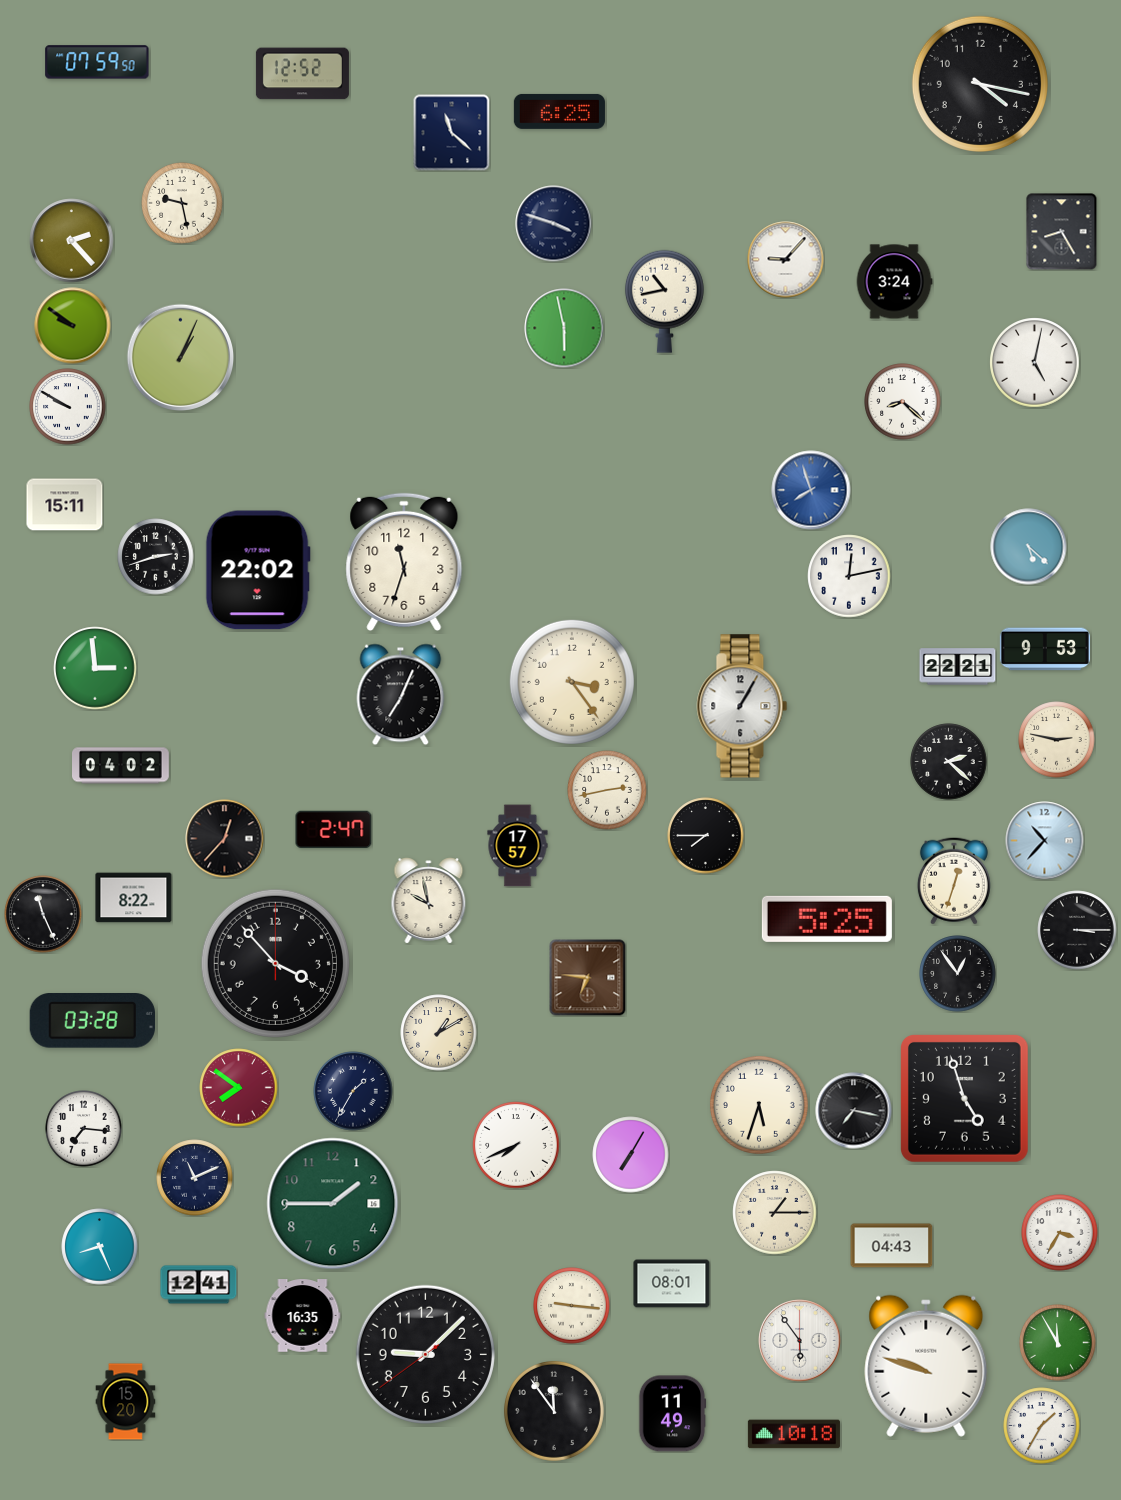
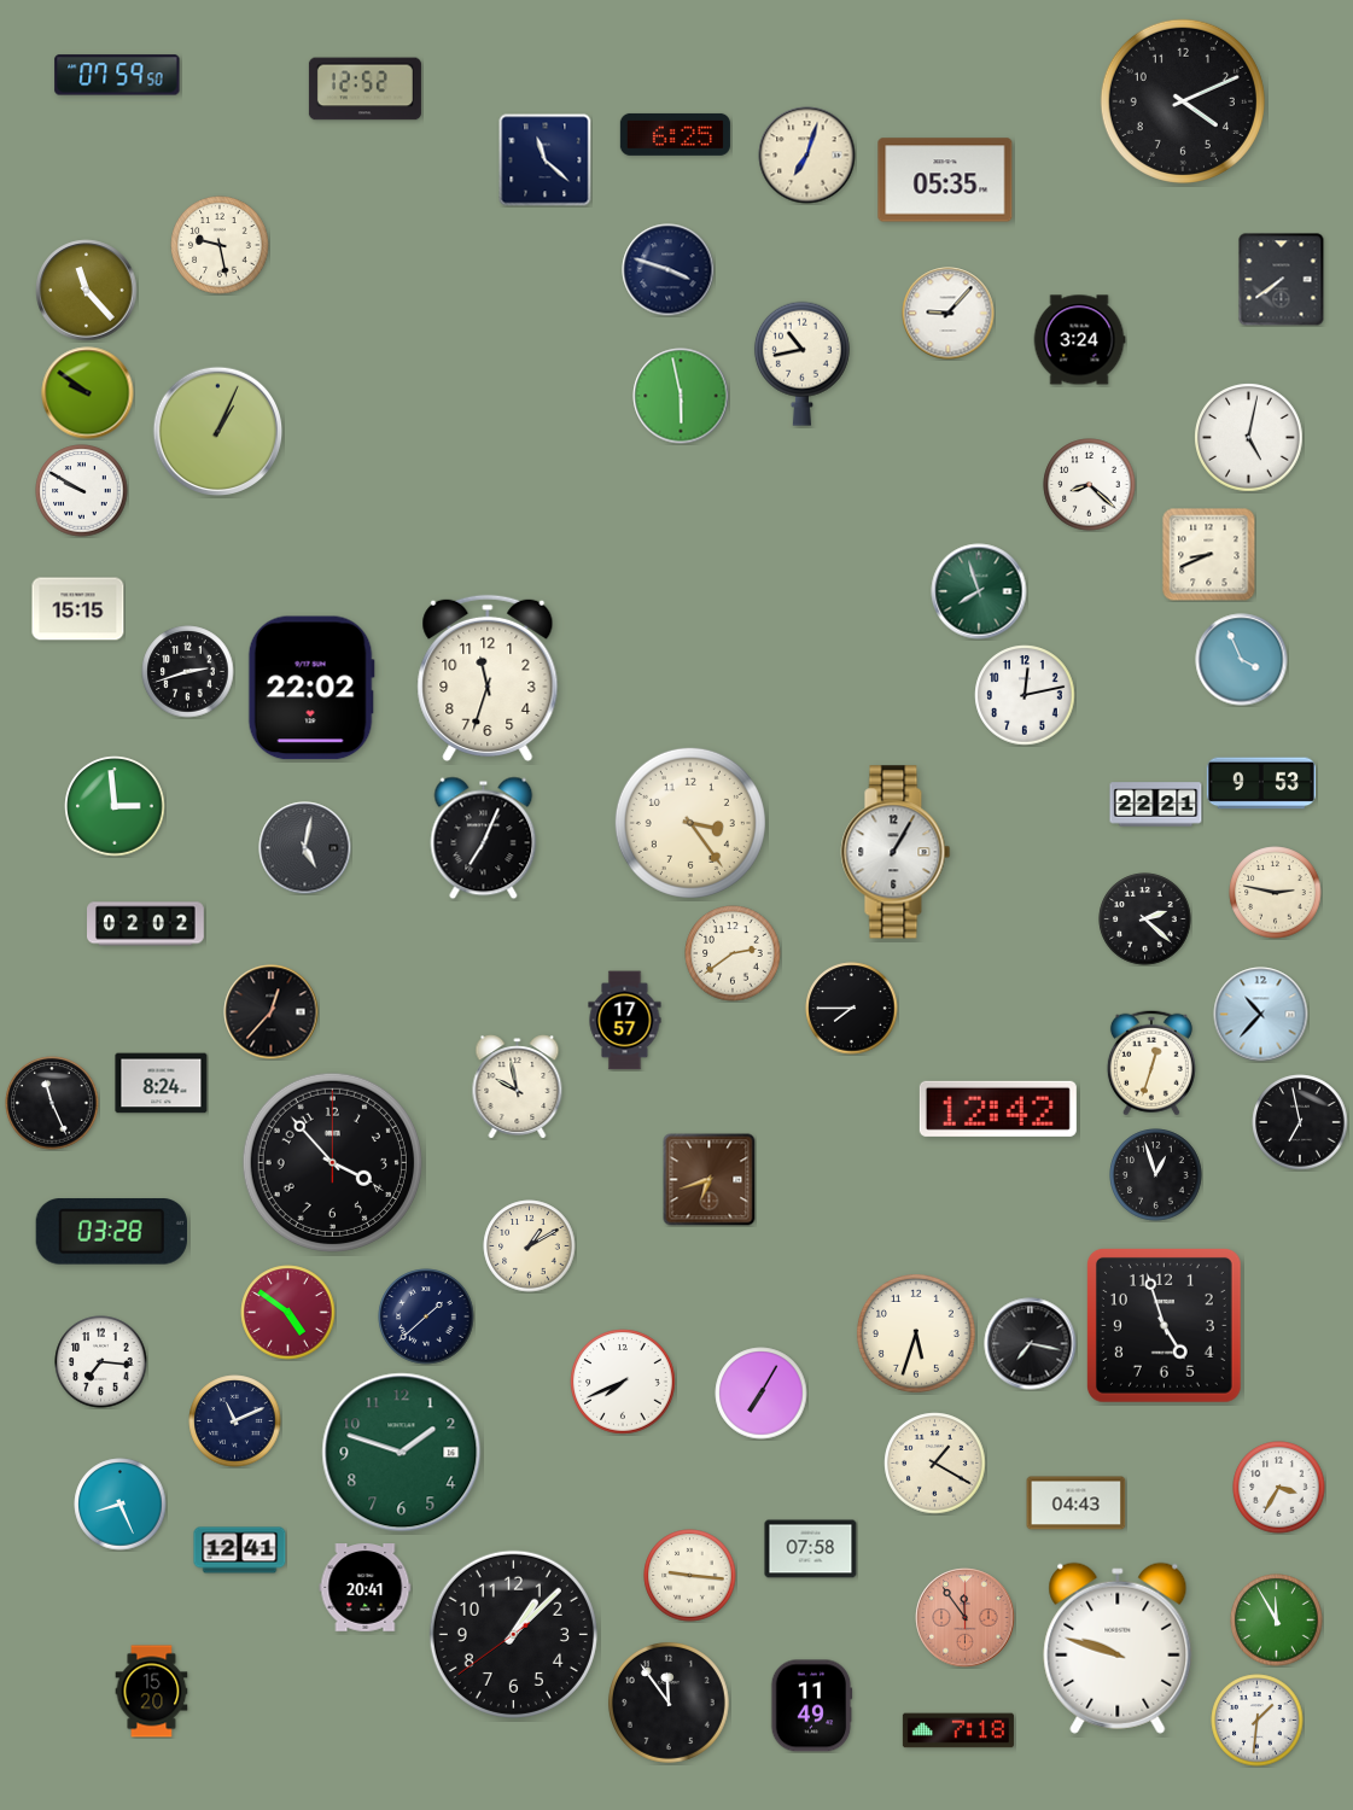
clock at (980, 84): 4:17 -> 4:11
clock at (807, 156): none -> 7:03
clock at (945, 180): none -> 05:35
clock at (1062, 232): 8:25 -> 7:39
clock at (72, 241): 2:23 -> 11:23
clock at (1209, 555): none -> 8:41
clock at (811, 490) dial: blue -> green
clock at (65, 505): 15:11 -> 15:15
clock at (1029, 547): 5:22 -> 3:56
clock at (305, 848): none -> 5:02
clock at (121, 766): 04:02 -> 02:02
clock at (607, 790): 2:43 -> 2:39
clock at (334, 830): 2:47 -> none
clock at (134, 898): 8:22 -> 8:24
clock at (827, 919): 5:25 -> 12:42
clock at (1077, 930): 3:15 -> 6:58
clock at (958, 974): 12:54 -> 12:57
clock at (588, 978): 6:46 -> 6:42
clock at (239, 1088): 7:51 -> 4:51
clock at (353, 1091): 1:35 -> 1:38
clock at (854, 1111) position: (854, 1111) -> (1031, 1344)
clock at (333, 1204): 1:45 -> 1:48
clock at (775, 1213): 1:15 -> 1:20
clock at (672, 1284): 08:01 -> 07:58
clock at (303, 1316): 16:35 -> 20:41
clock at (800, 1341): 5:54 -> 11:54
clock at (800, 1341) dial: white -> salmon
clock at (425, 1354): 9:07 -> 1:07
clock at (1042, 1426): 1:35 -> 1:31
clock at (794, 1434): 10:18 -> 7:18
